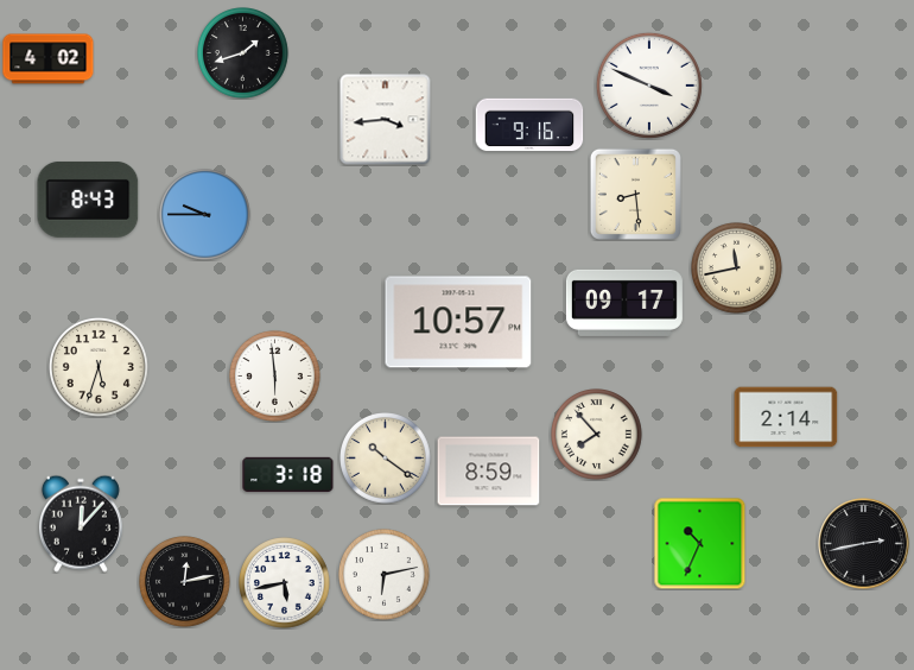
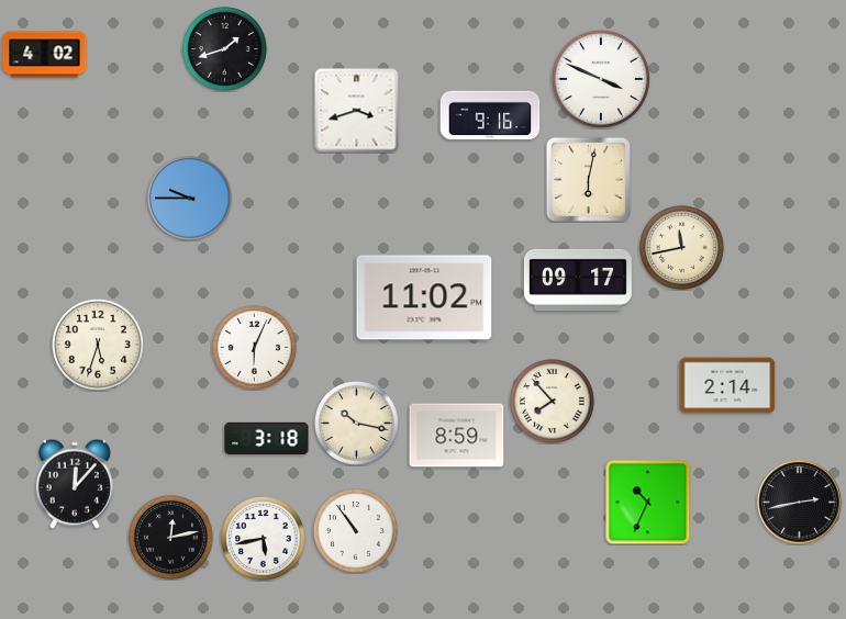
clock at (386, 120): 3:44 -> 3:42
clock at (635, 194): 8:29 -> 6:02
clock at (88, 200): 8:43 -> none
clock at (458, 322): 10:57 -> 11:02
clock at (99, 367) position: (99, 367) -> (98, 345)
clock at (275, 377): 5:59 -> 6:04
clock at (386, 459): 10:21 -> 10:17
clock at (489, 472) position: (489, 472) -> (457, 436)
clock at (385, 575): 6:13 -> 10:54
